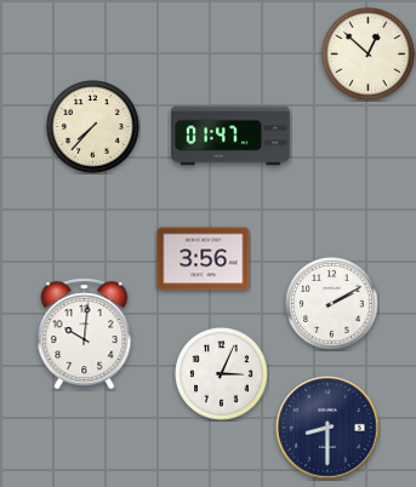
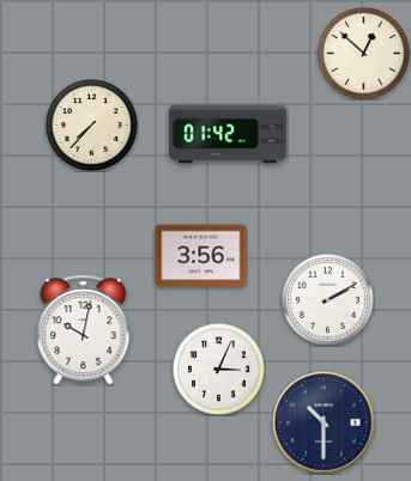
clock at (232, 136): 01:47 -> 01:42
clock at (85, 334): 10:01 -> 10:02
clock at (327, 428): 8:30 -> 10:30
